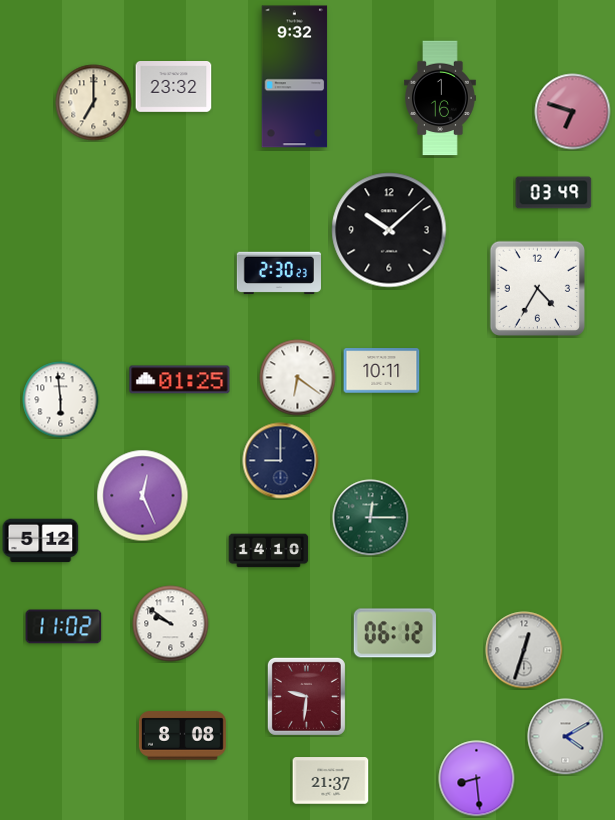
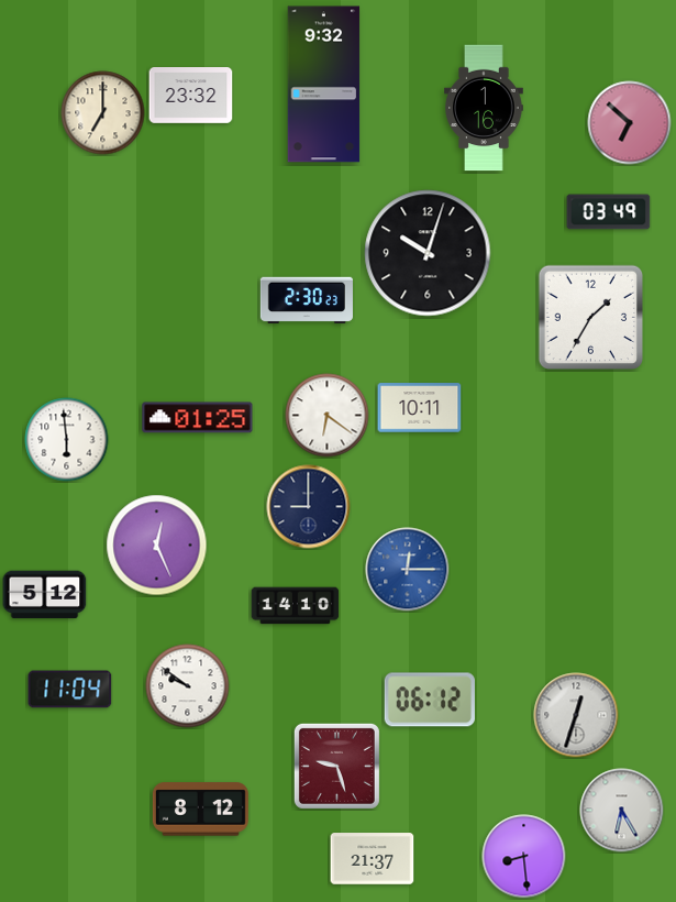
clock at (573, 112): 6:48 -> 6:52
clock at (389, 230): 10:08 -> 10:03
clock at (537, 288): 4:35 -> 1:35
clock at (371, 518) dial: green -> blue
clock at (64, 627): 11:02 -> 11:04
clock at (395, 633) position: (395, 633) -> (430, 700)
clock at (306, 696): 9:31 -> 9:27
clock at (182, 736): 8:08 -> 8:12
clock at (566, 737): 4:10 -> 6:25
clock at (331, 781) position: (331, 781) -> (373, 859)
